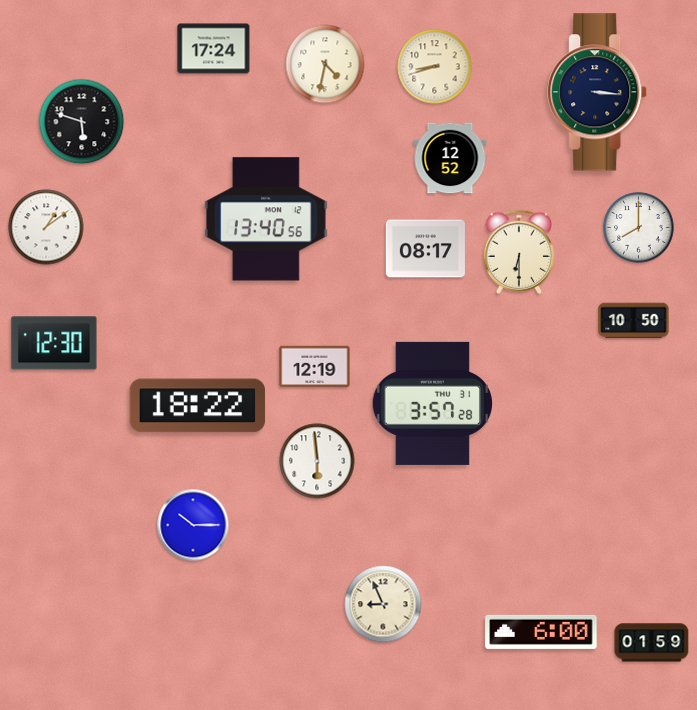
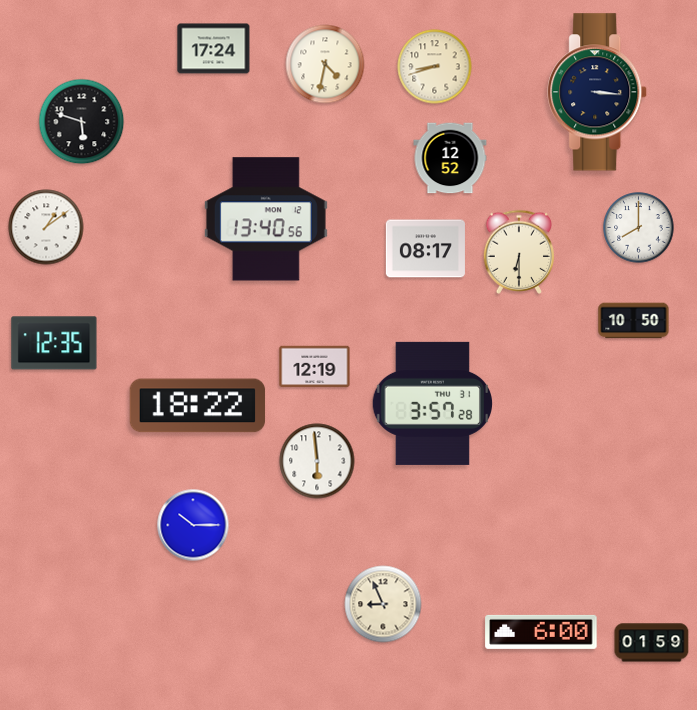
clock at (54, 343): 12:30 -> 12:35
